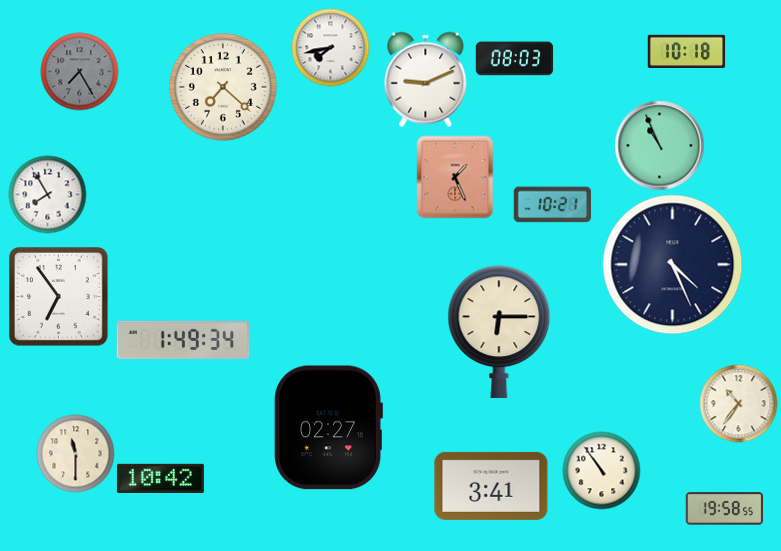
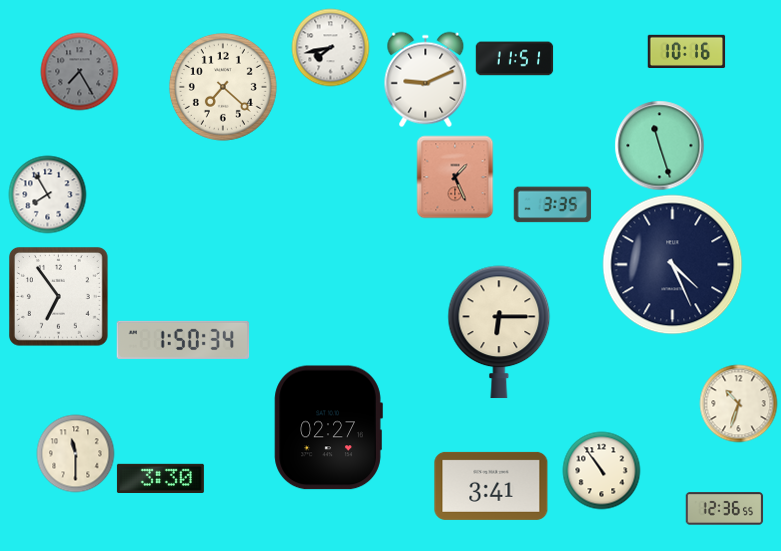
clock at (686, 52): 10:18 -> 10:16
clock at (514, 59): 08:03 -> 11:51
clock at (659, 145): 10:56 -> 11:27
clock at (552, 205): 10:21 -> 3:35
clock at (183, 340): 1:49 -> 1:50
clock at (738, 403): 10:36 -> 10:33
clock at (160, 478): 10:42 -> 3:30
clock at (724, 509): 19:58 -> 12:36
